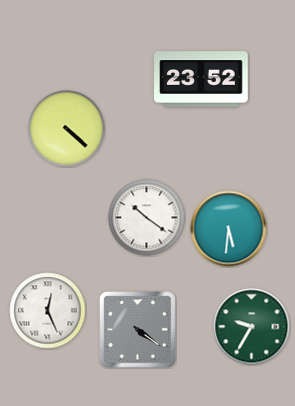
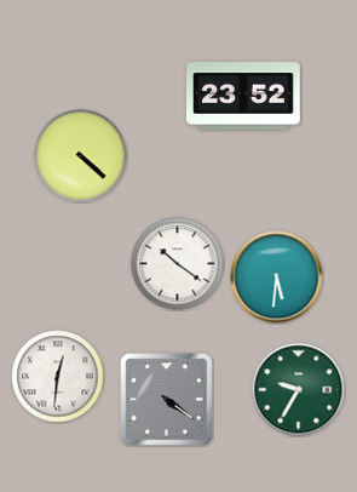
clock at (48, 311): 12:26 -> 12:31
clock at (252, 327) position: (252, 327) -> (299, 390)
